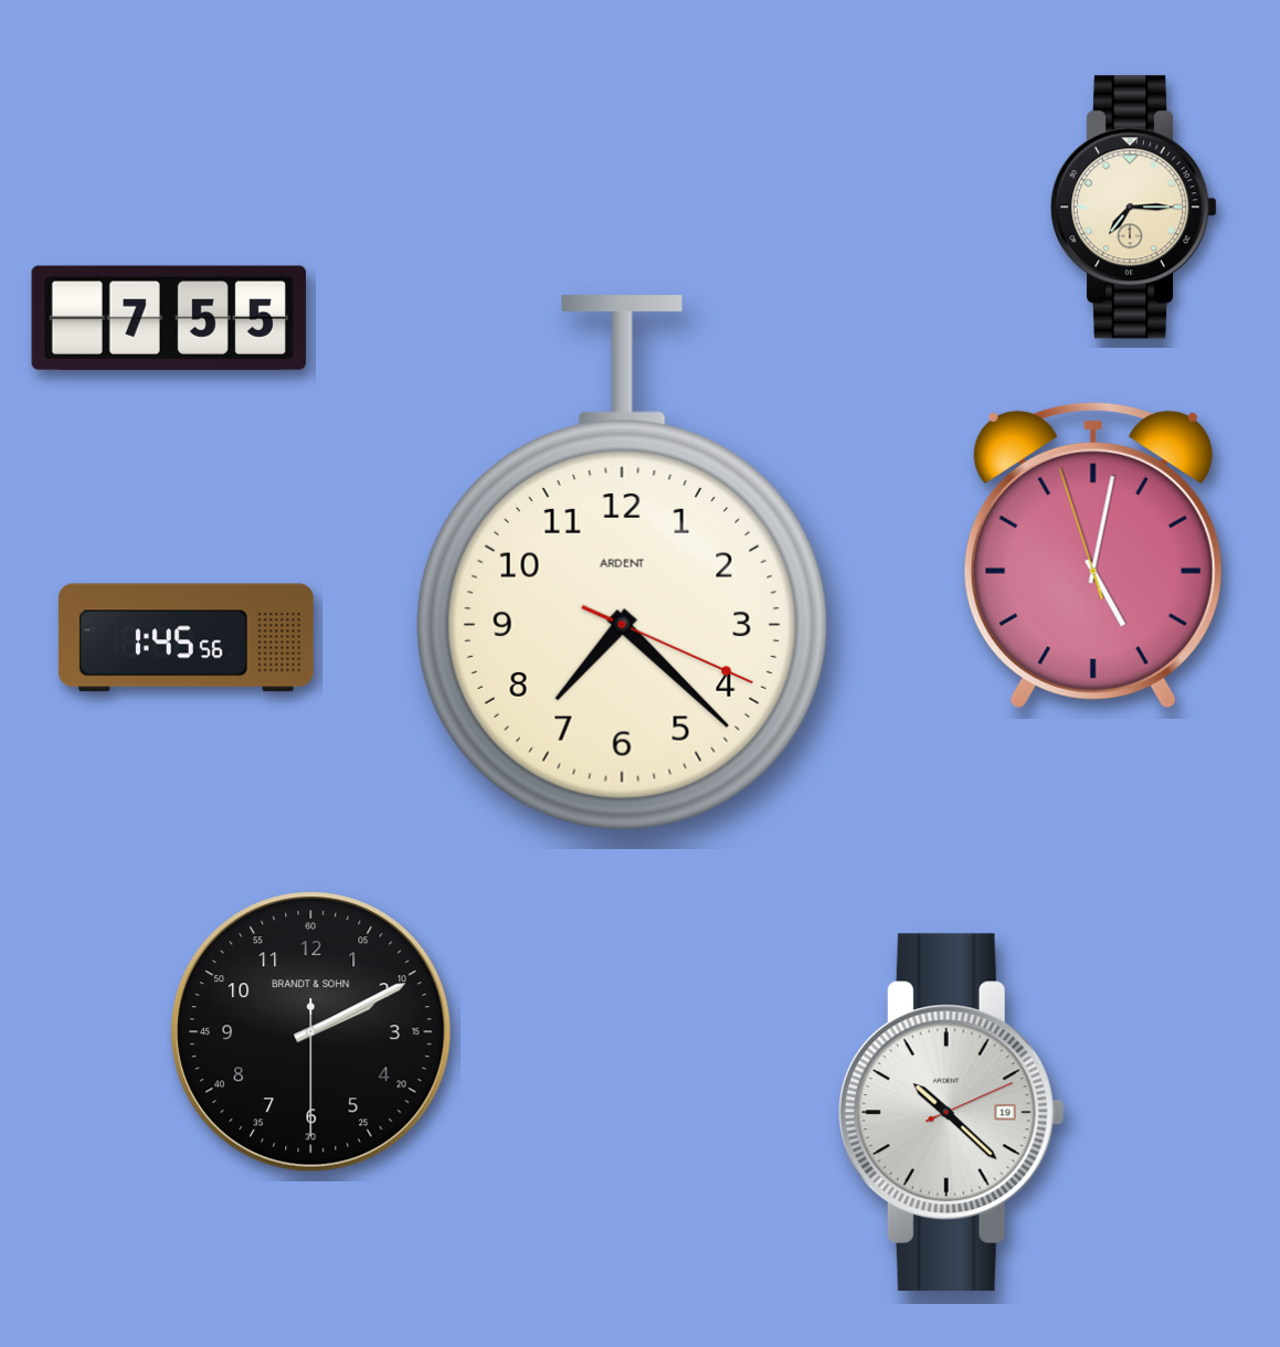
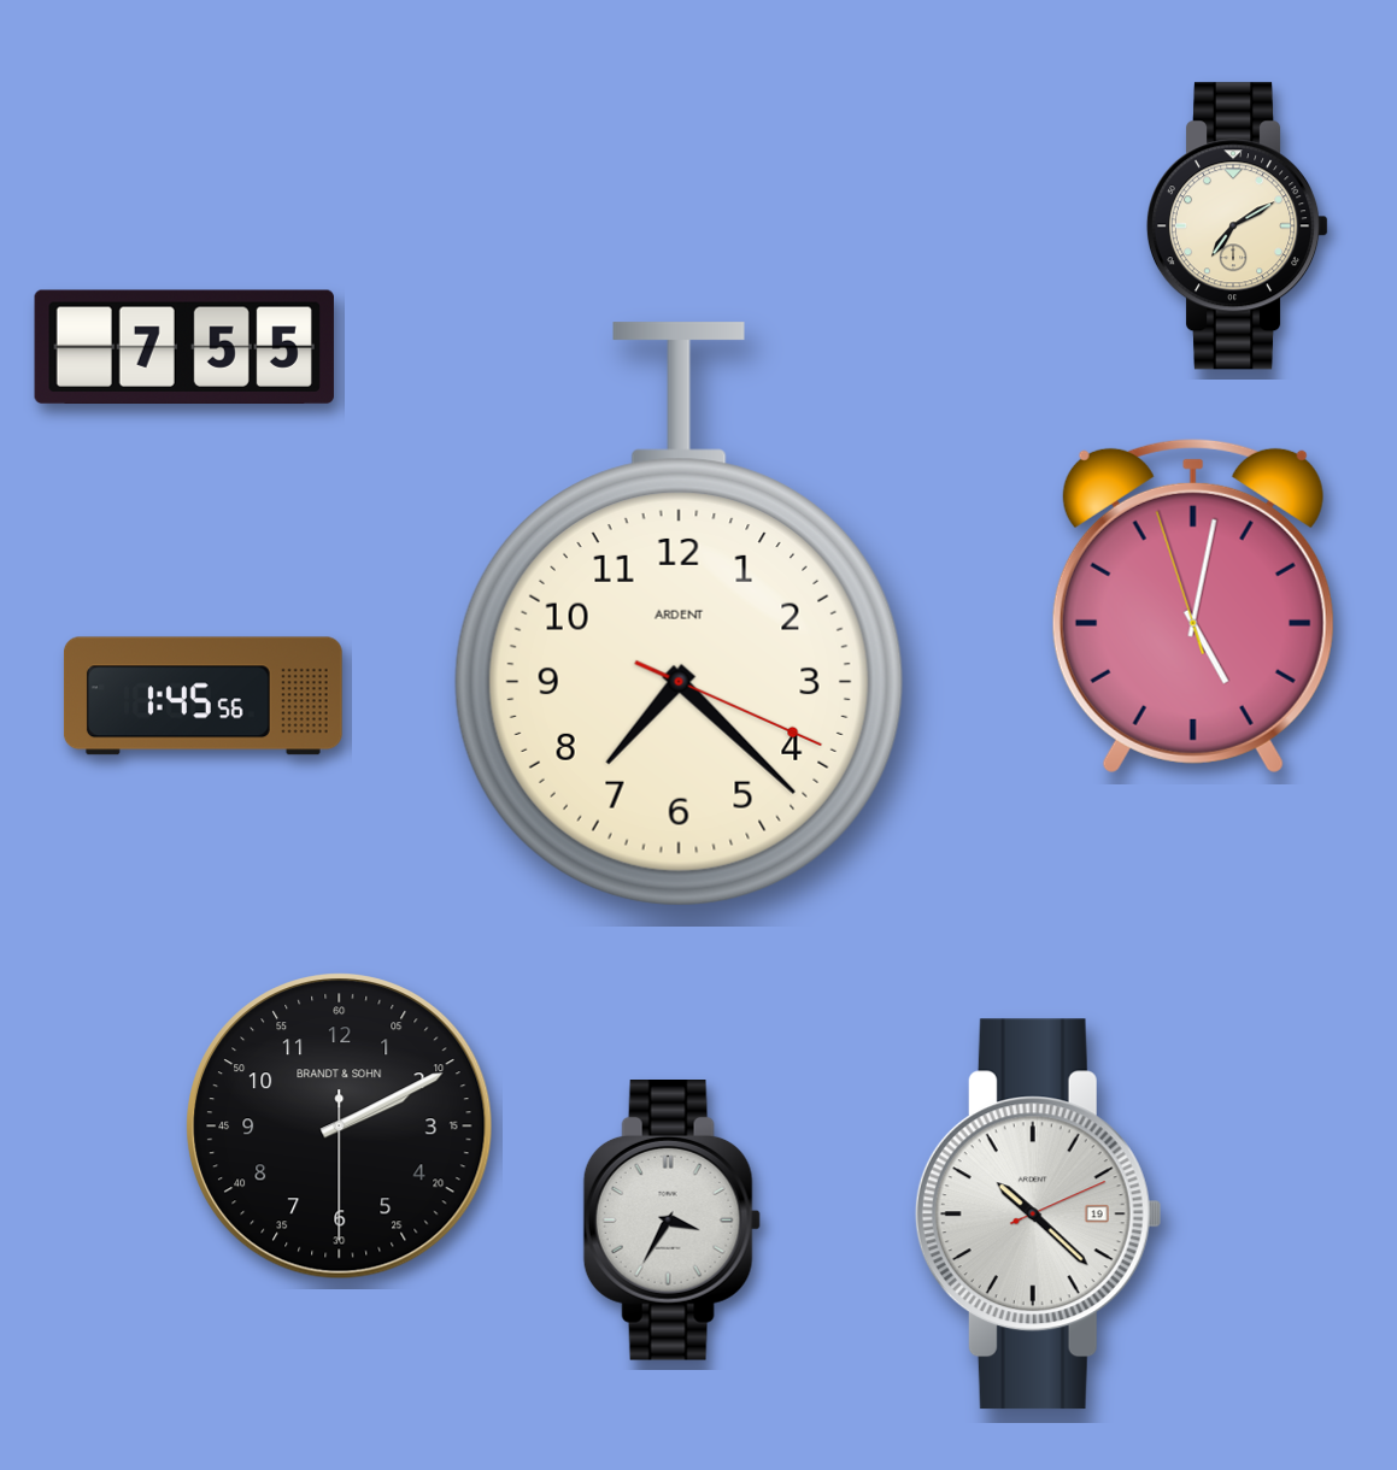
clock at (1134, 208): 7:15 -> 7:10
clock at (671, 1221): none -> 3:35
